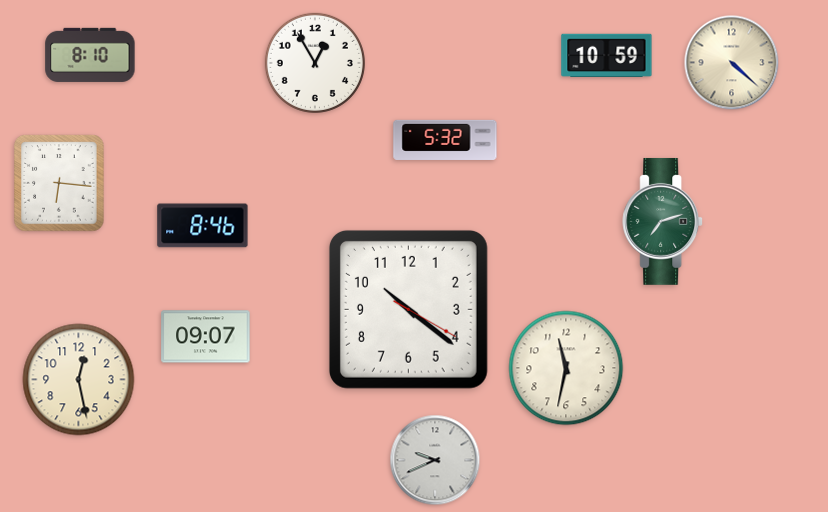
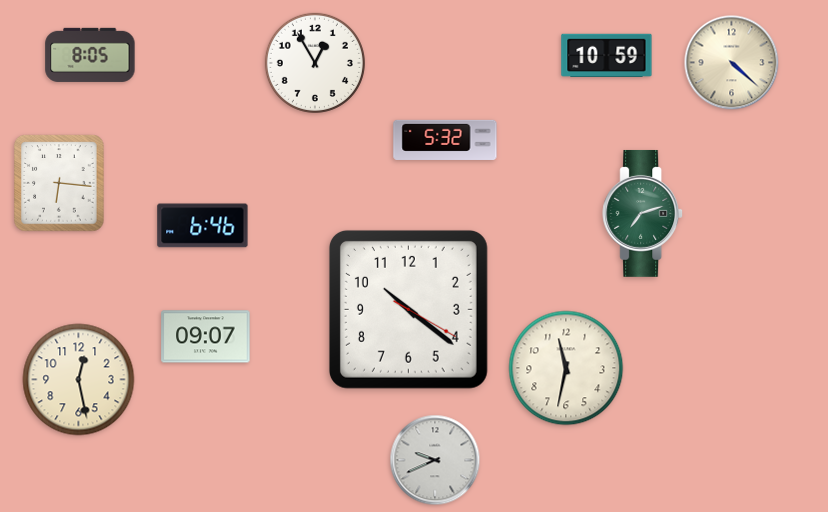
clock at (90, 55): 8:10 -> 8:05
clock at (663, 221) position: (663, 221) -> (643, 213)
clock at (203, 226): 8:46 -> 6:46
